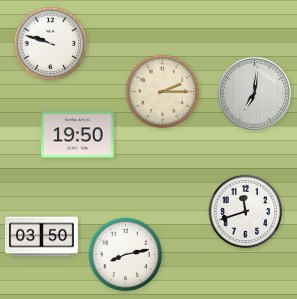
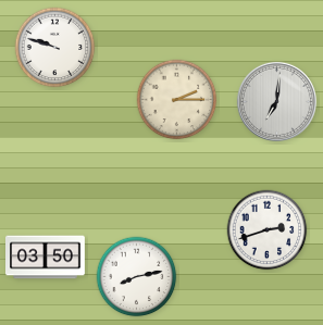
clock at (77, 135): 19:50 -> none
clock at (246, 212): 11:42 -> 2:42
